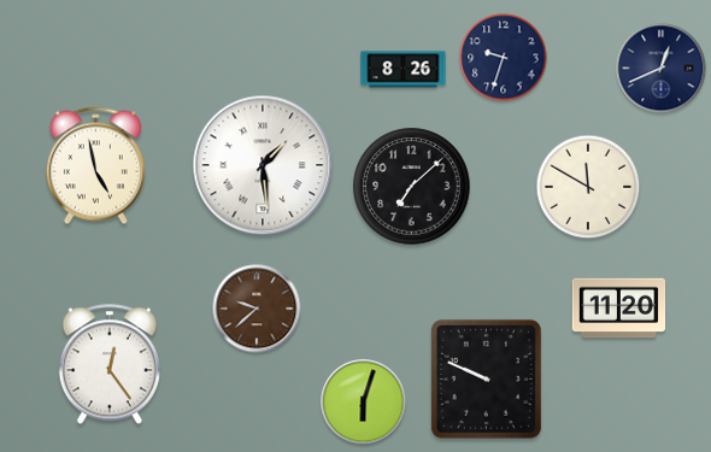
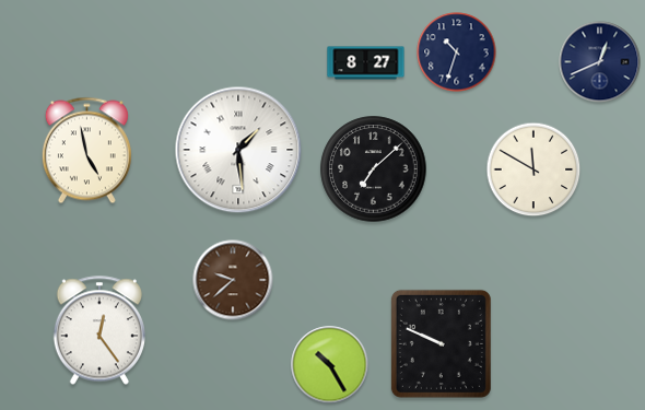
clock at (504, 58): 9:33 -> 10:33
clock at (404, 70): 8:26 -> 8:27
clock at (619, 309): 11:20 -> none
clock at (364, 403): 6:03 -> 10:25
